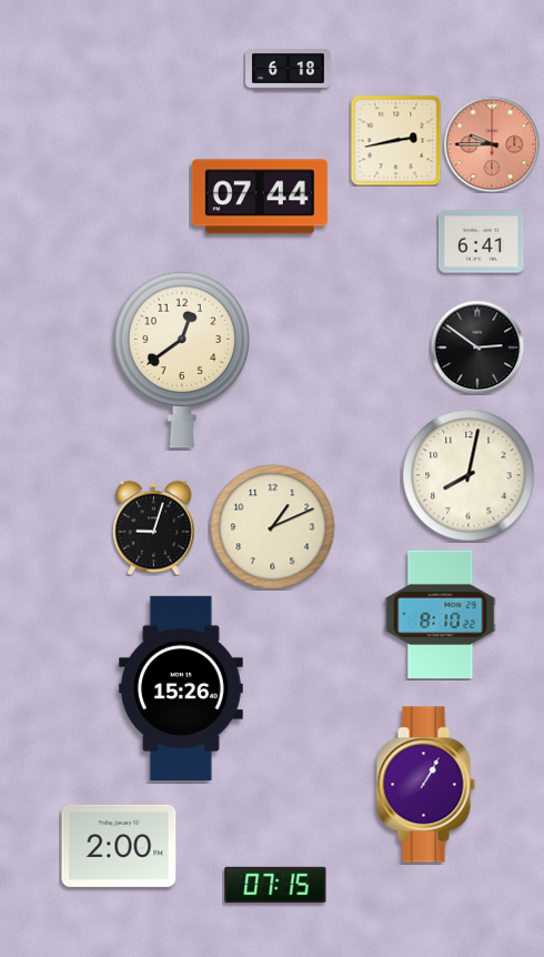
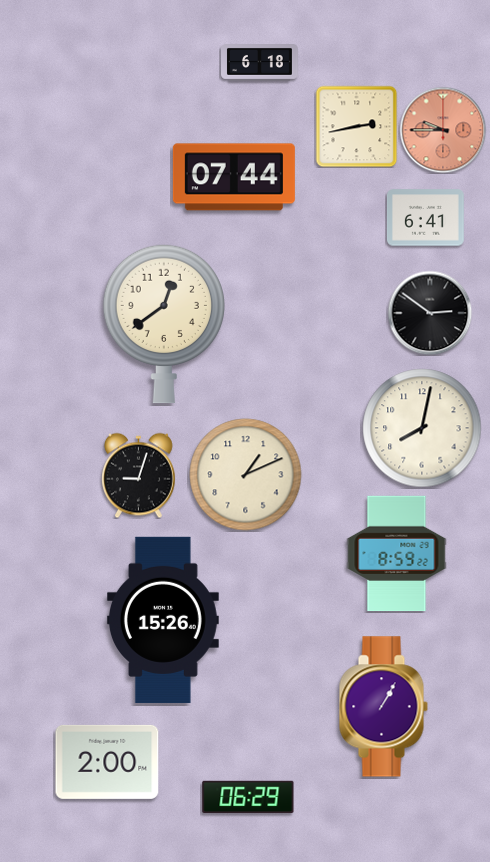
clock at (482, 242) position: (482, 242) -> (426, 218)
clock at (441, 615): 8:10 -> 8:59
clock at (275, 884): 07:15 -> 06:29
